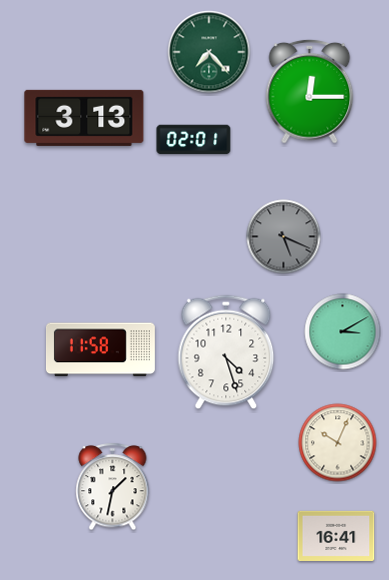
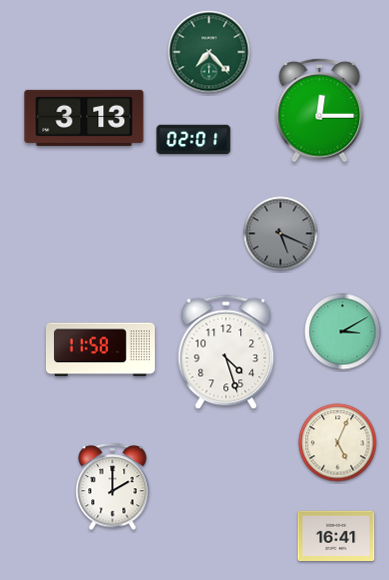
clock at (310, 91) position: (310, 91) -> (320, 110)
clock at (284, 237) position: (284, 237) -> (281, 234)
clock at (338, 443): 10:04 -> 5:04
clock at (113, 487): 1:32 -> 2:00
